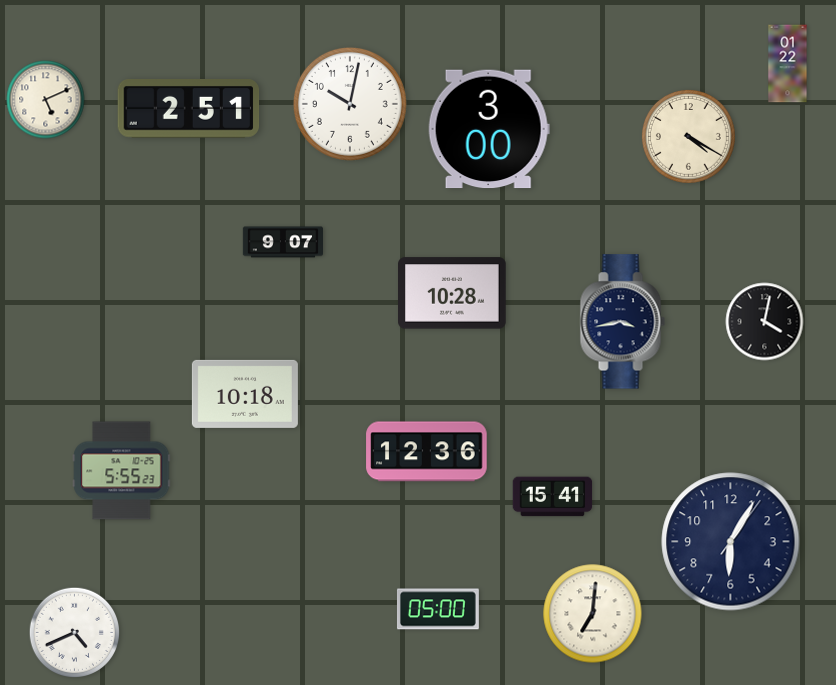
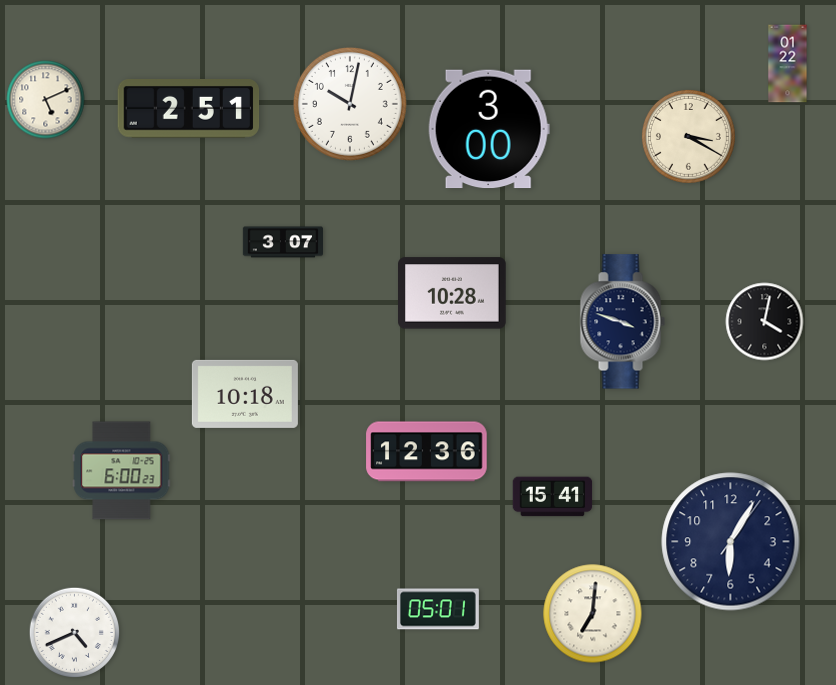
clock at (688, 136): 4:20 -> 3:20
clock at (282, 242): 9:07 -> 3:07
clock at (622, 322): 3:43 -> 3:48
clock at (122, 471): 5:55 -> 6:00
clock at (438, 609): 05:00 -> 05:01
